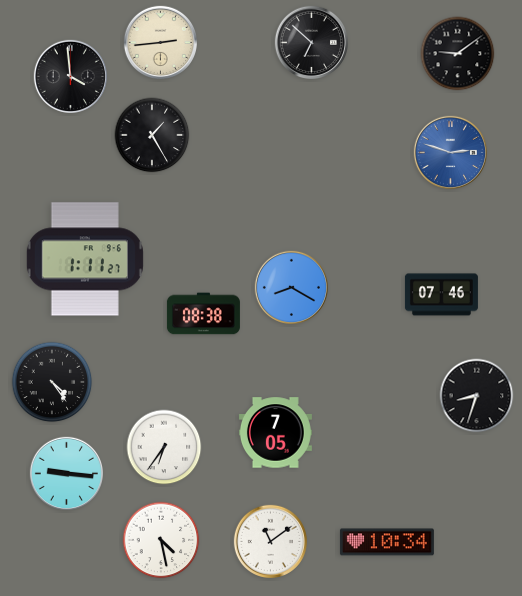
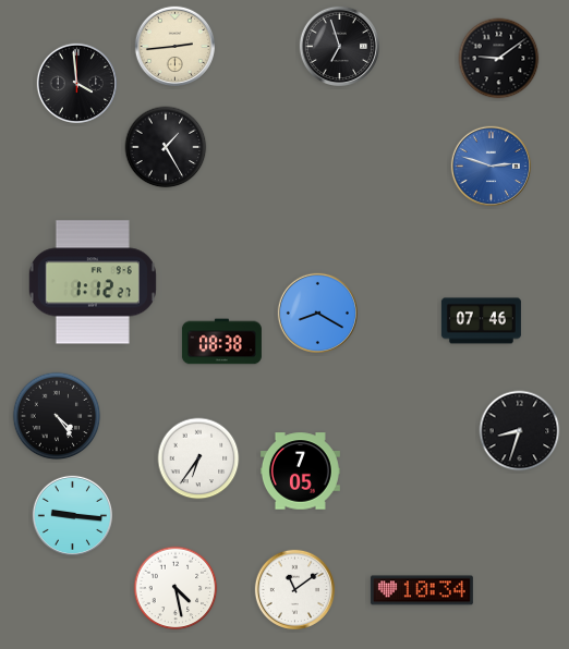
clock at (311, 42): 6:52 -> 6:57
clock at (85, 259): 1:11 -> 1:12
clock at (164, 447) position: (164, 447) -> (198, 458)
